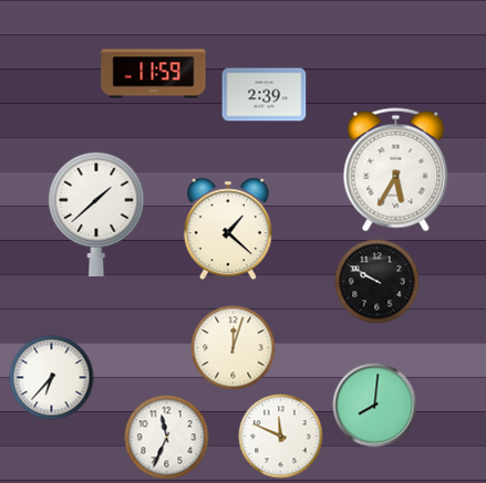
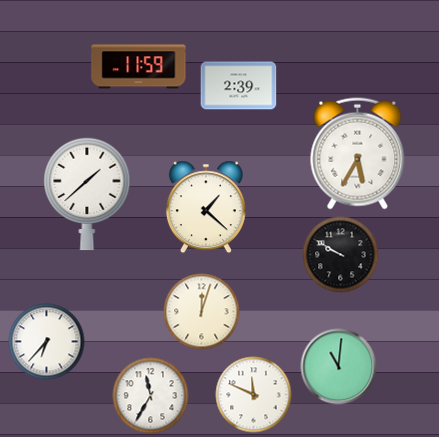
clock at (234, 348) position: (234, 348) -> (202, 312)
clock at (375, 406): 8:01 -> 11:01
clock at (167, 438): 11:34 -> 11:35
